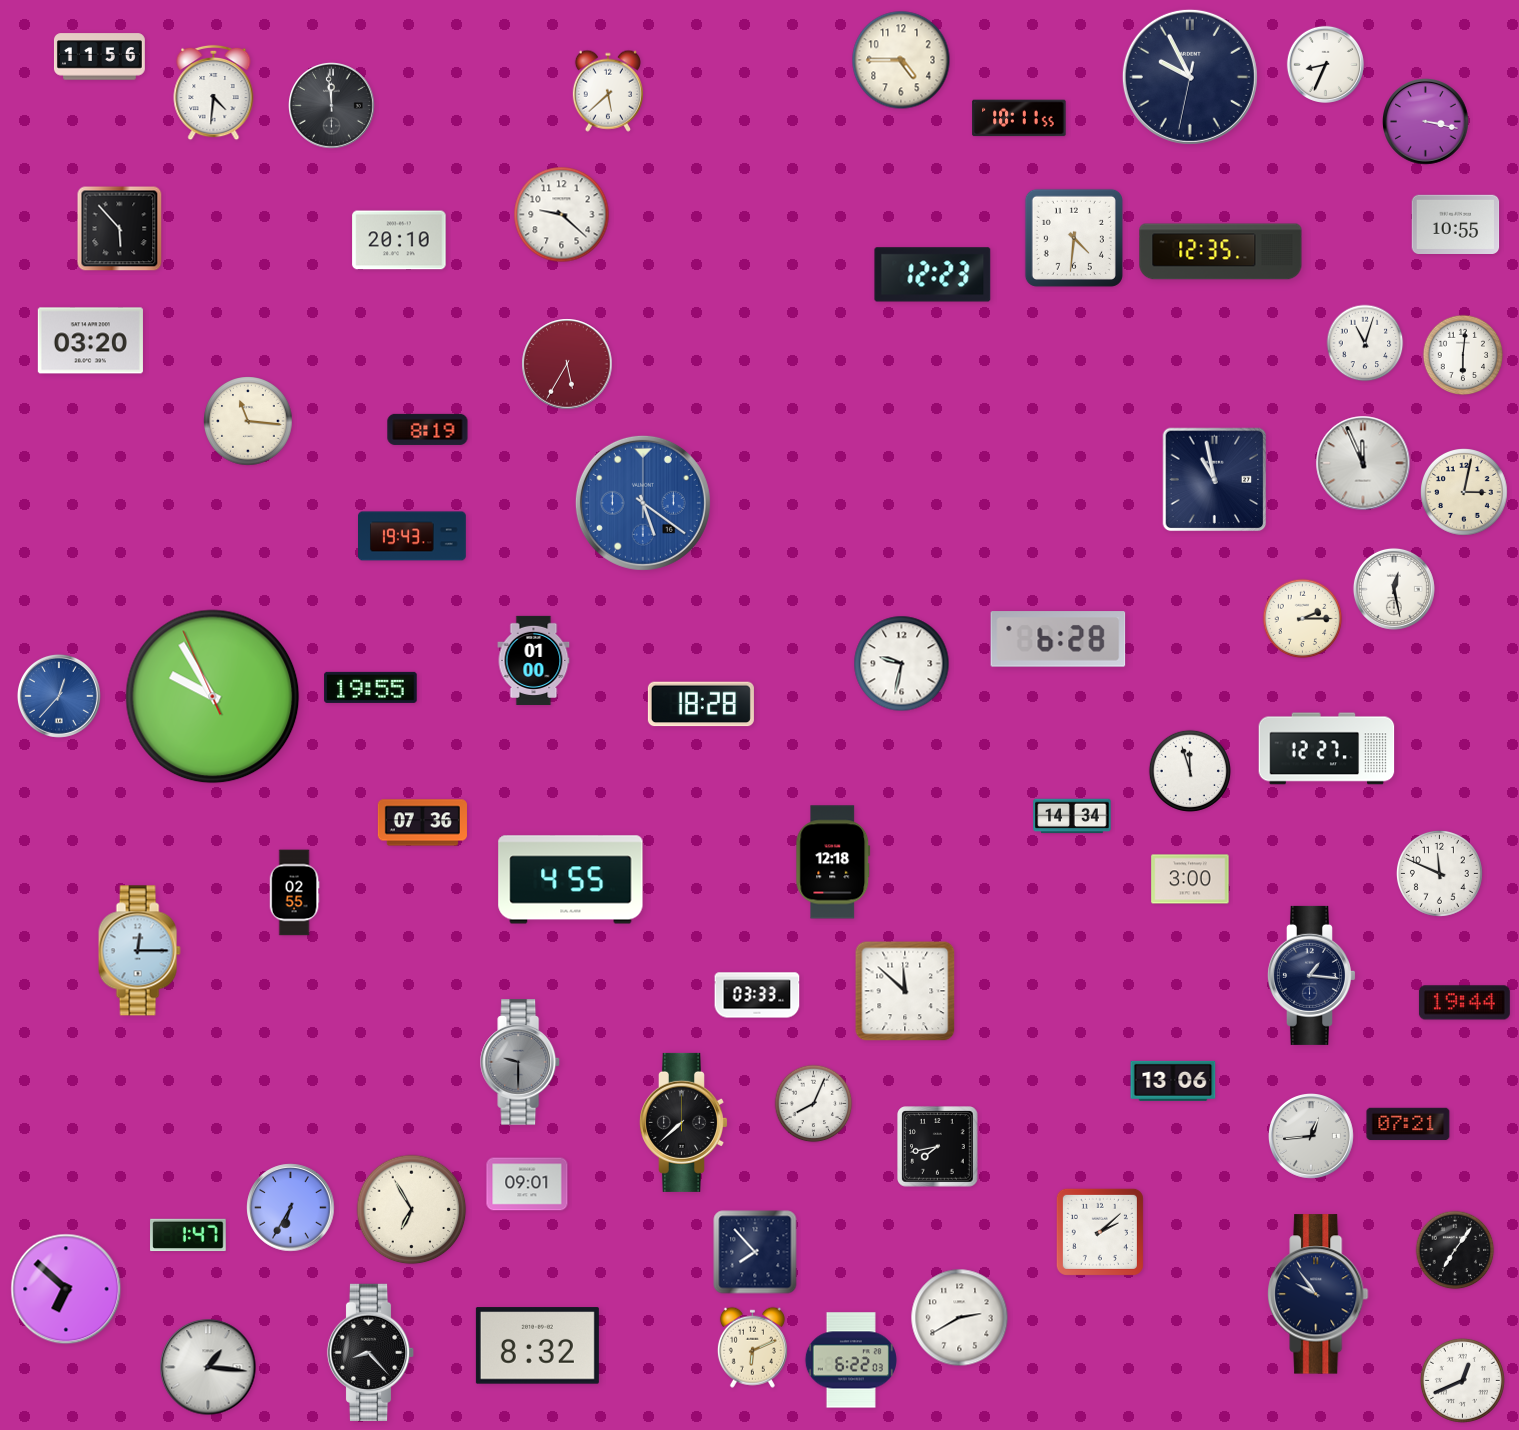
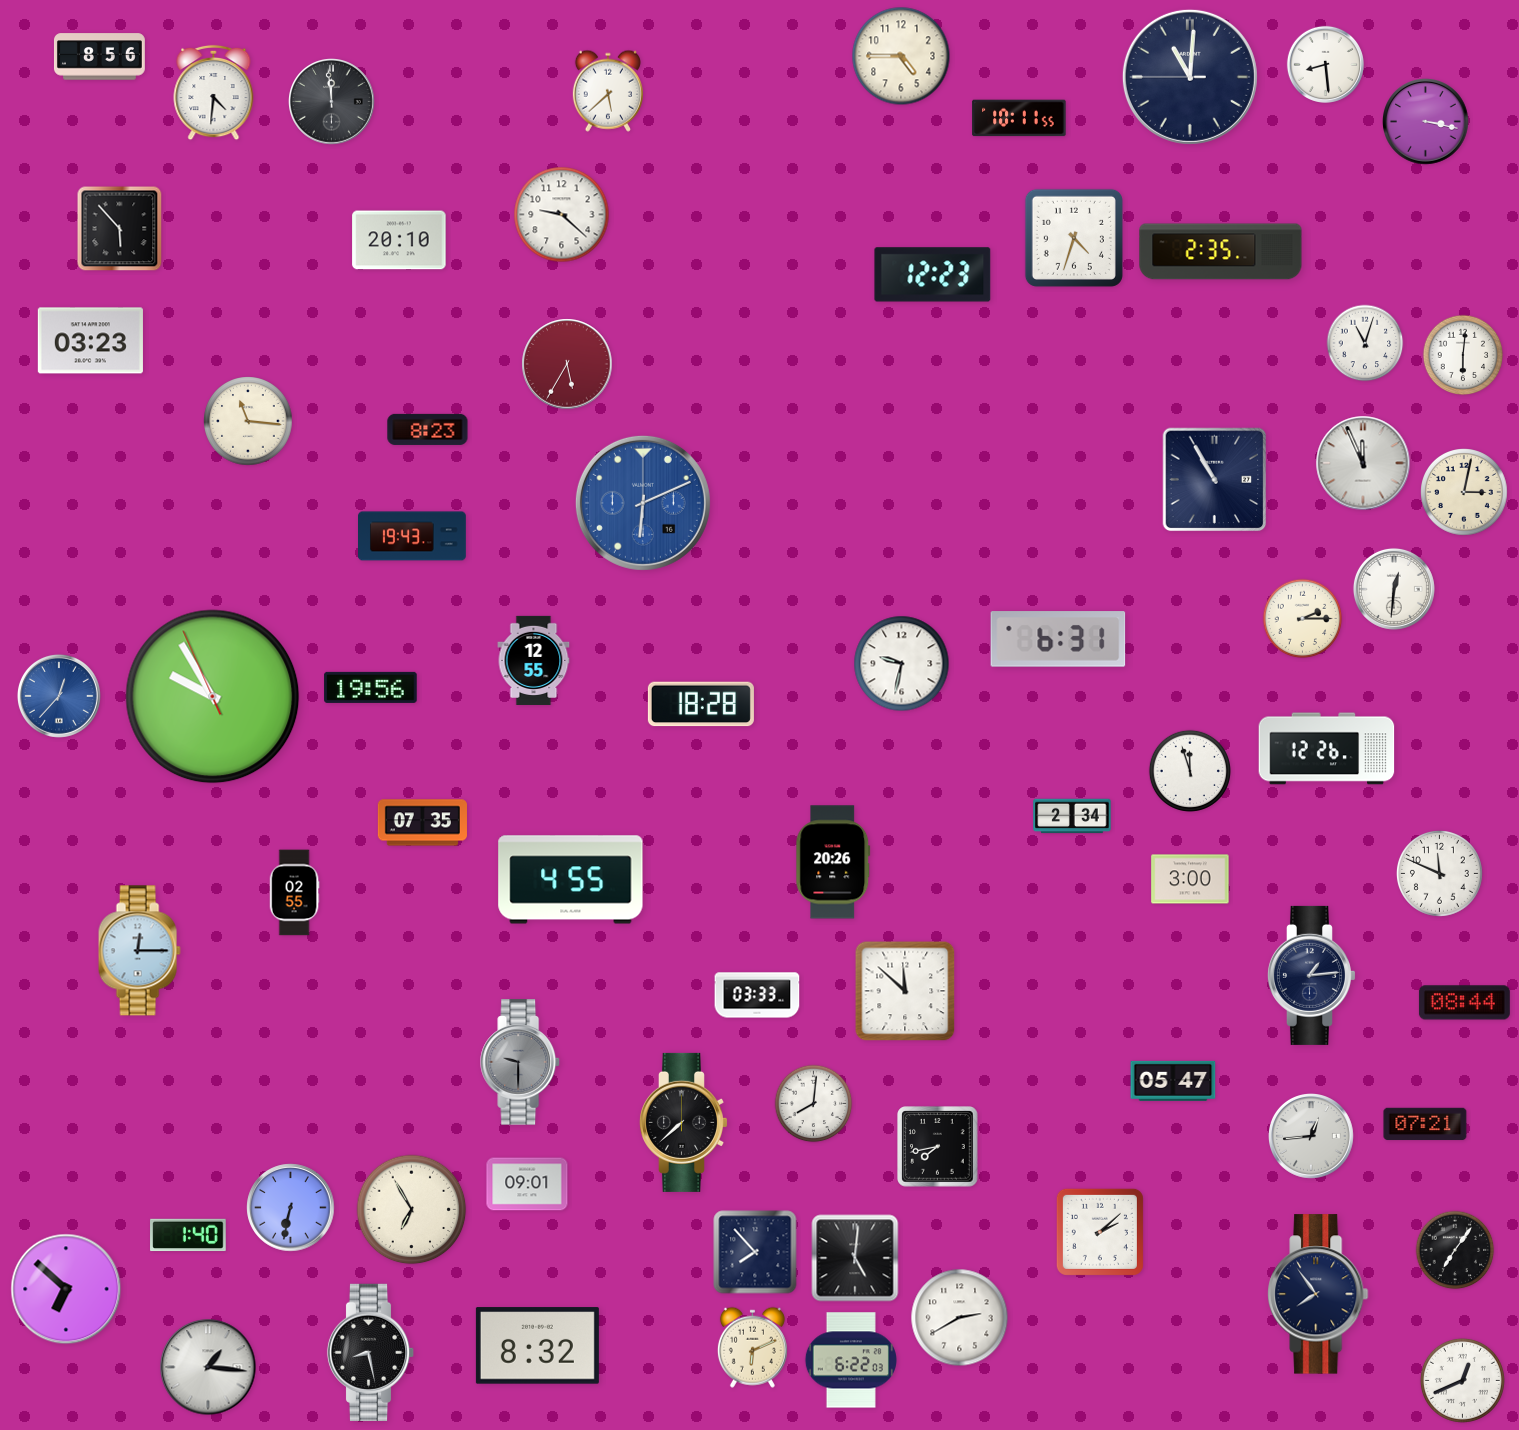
clock at (99, 57): 11:56 -> 8:56
clock at (901, 60) position: (901, 60) -> (901, 56)
clock at (1325, 64): 8:34 -> 8:29
clock at (1190, 77): 9:55 -> 11:00
clock at (332, 106) position: (332, 106) -> (332, 102)
clock at (1456, 225): 10:55 -> none
clock at (1074, 238): 4:31 -> 4:33
clock at (1221, 252): 12:35 -> 2:35
clock at (90, 341): 03:20 -> 03:23
clock at (428, 429): 8:19 -> 8:23
clock at (1215, 480): 10:58 -> 10:55
clock at (643, 503): 5:21 -> 6:11
clock at (1394, 589): 12:28 -> 12:31
clock at (1058, 639): 6:28 -> 6:31
clock at (534, 660): 01:00 -> 12:55
clock at (371, 687): 19:55 -> 19:56
clock at (1327, 749): 12:27 -> 12:26
clock at (1072, 816): 14:34 -> 2:34
clock at (422, 823): 07:36 -> 07:35
clock at (833, 862): 12:18 -> 20:26
clock at (1311, 975): 1:16 -> 1:14
clock at (1464, 1003): 19:44 -> 08:44
clock at (1173, 1081): 13:06 -> 05:47
clock at (814, 1104): 8:04 -> 8:01
clock at (1408, 1124) position: (1408, 1124) -> (1425, 1124)
clock at (291, 1208): 6:35 -> 6:32
clock at (188, 1235): 1:47 -> 1:40
clock at (855, 1258): none -> 5:01
clock at (1319, 1294): 9:54 -> 7:54
clock at (371, 1352): 8:23 -> 8:28
